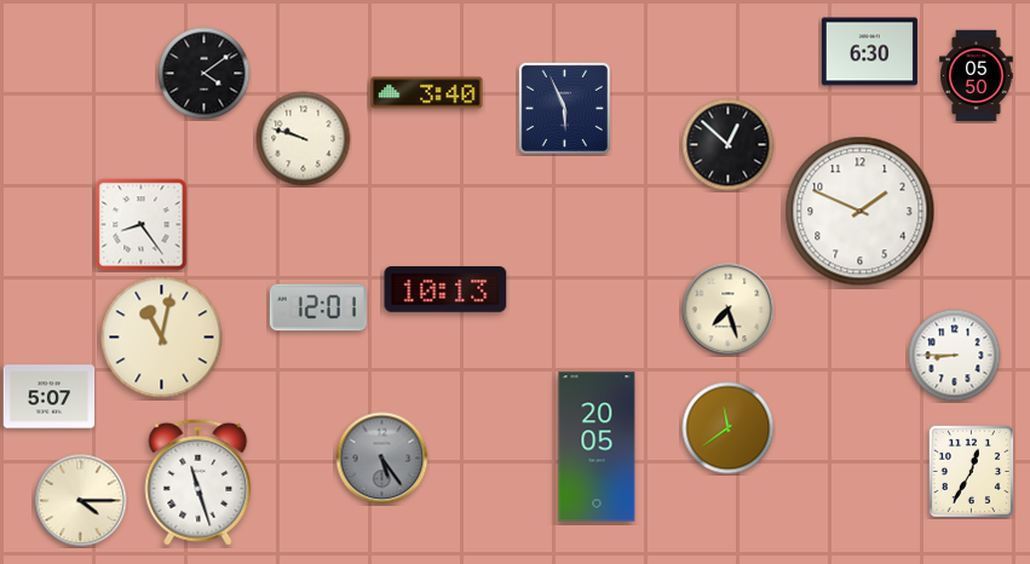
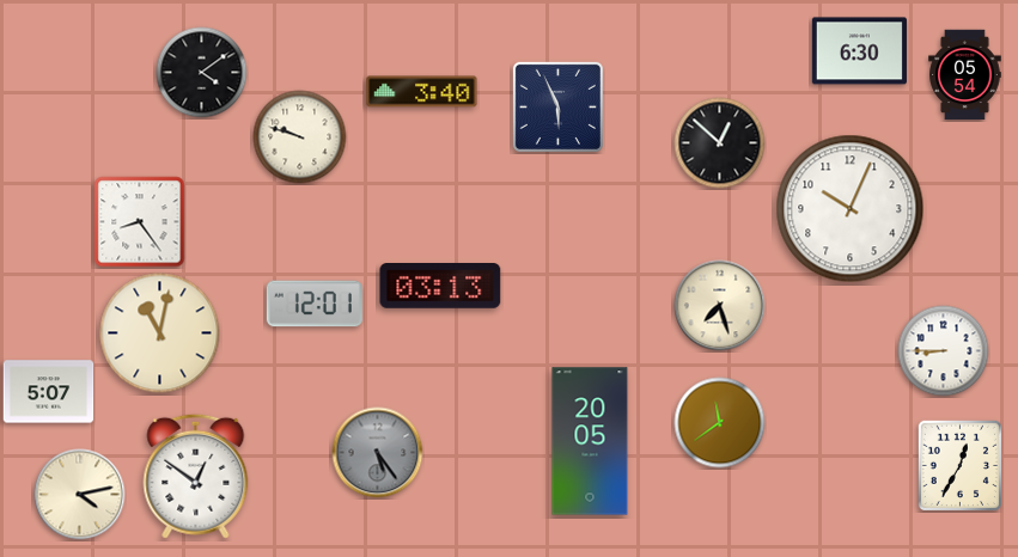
clock at (977, 76): 05:50 -> 05:54
clock at (861, 212): 1:49 -> 10:04
clock at (445, 290): 10:13 -> 03:13
clock at (198, 482): 11:27 -> 12:51
clock at (81, 501): 4:15 -> 4:13
